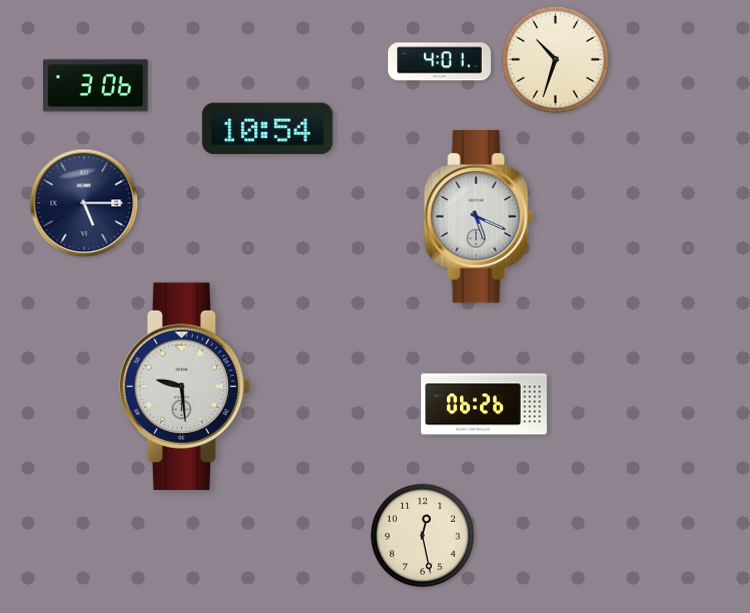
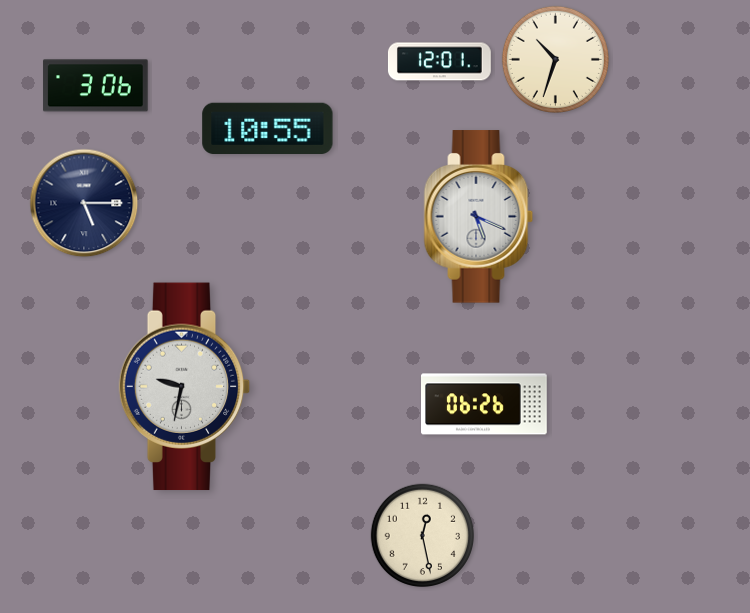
clock at (439, 62): 4:01 -> 12:01
clock at (268, 128): 10:54 -> 10:55
clock at (185, 387): 9:29 -> 9:32
